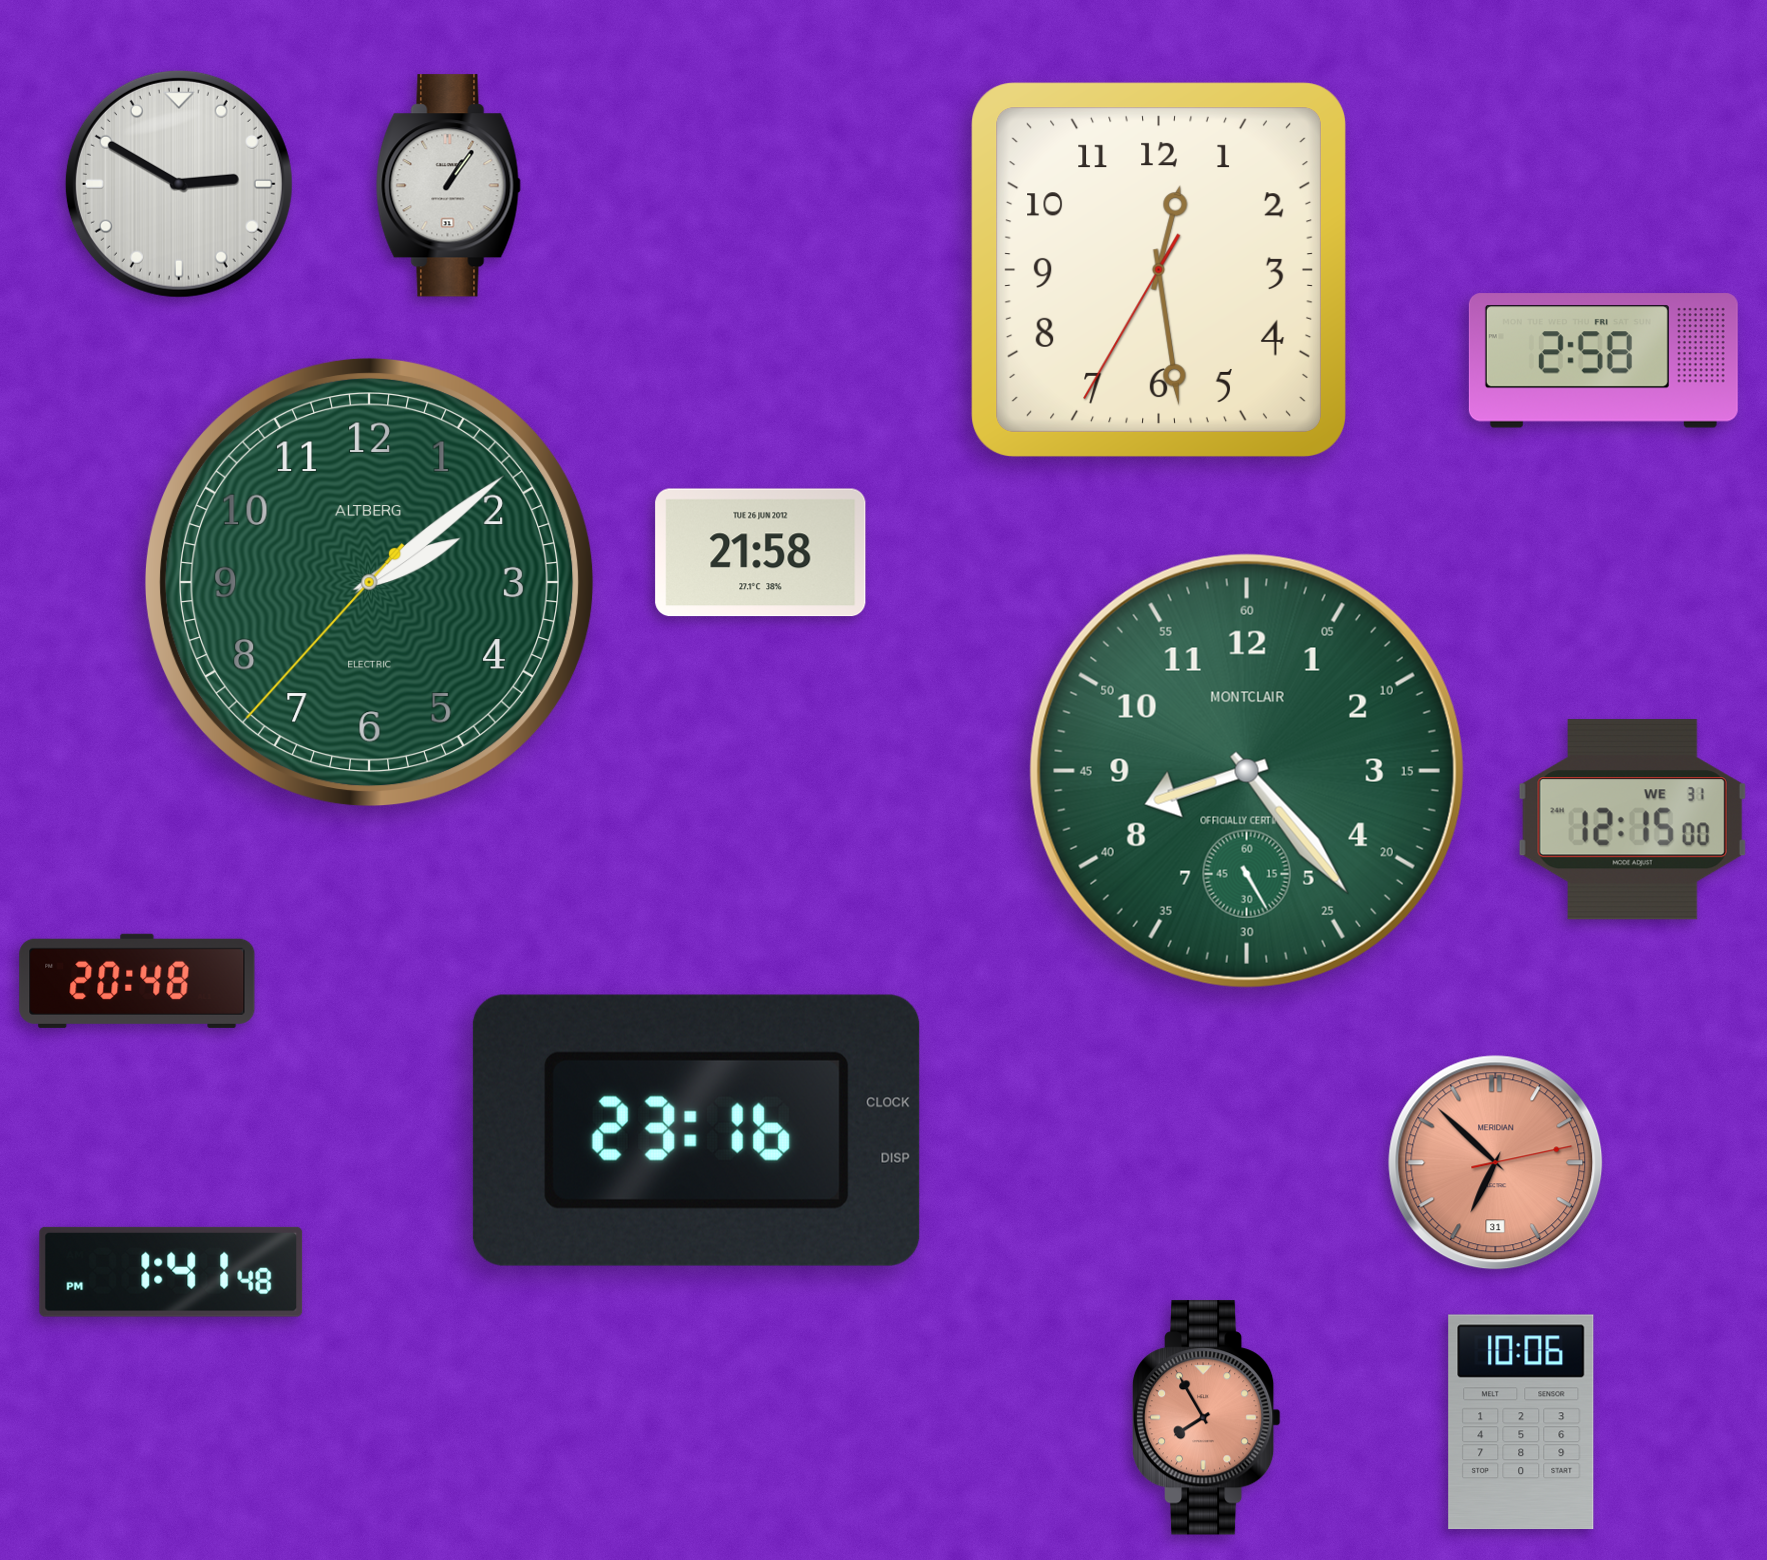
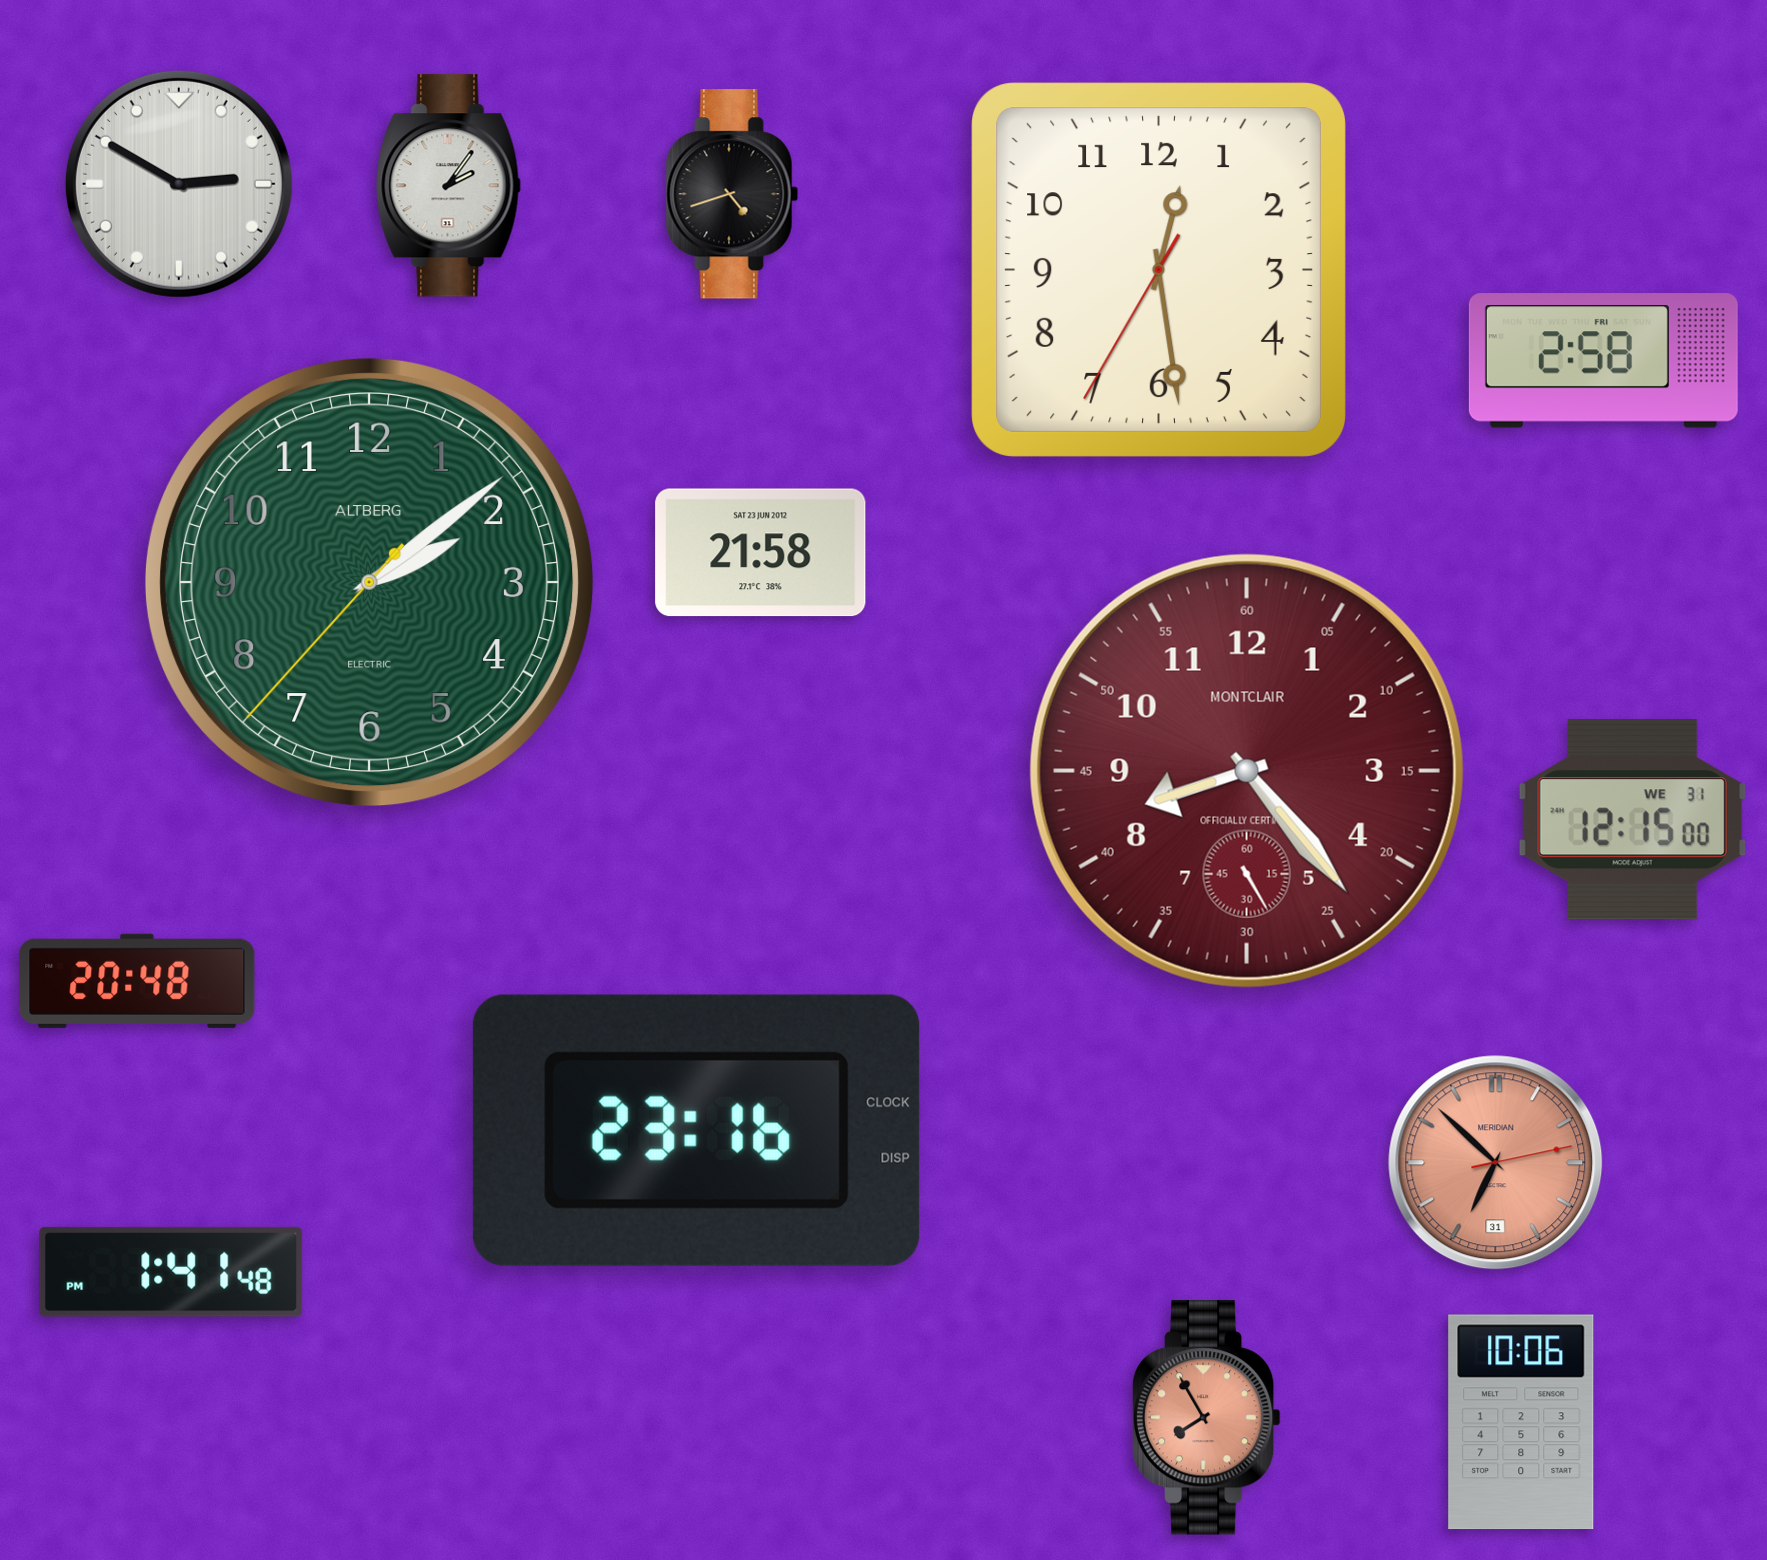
clock at (448, 186): 1:06 -> 2:06
clock at (732, 194): none -> 4:42
clock at (761, 553) date: TUE 26 JUN 2012 -> SAT 23 JUN 2012
clock at (1247, 771) dial: green -> burgundy
